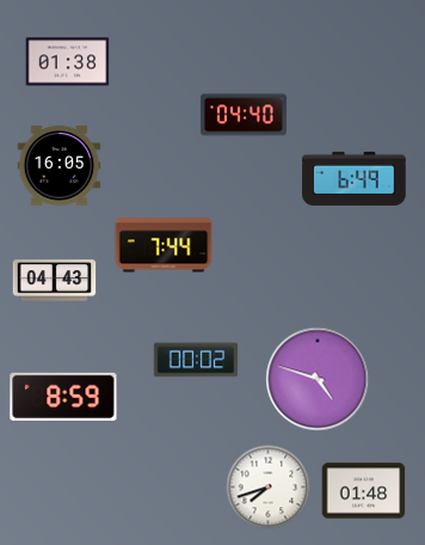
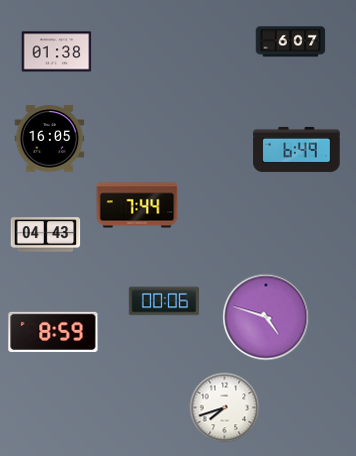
clock at (291, 42): none -> 6:07
clock at (244, 115): 04:40 -> none
clock at (196, 360): 00:02 -> 00:06
clock at (364, 491): 01:48 -> none
